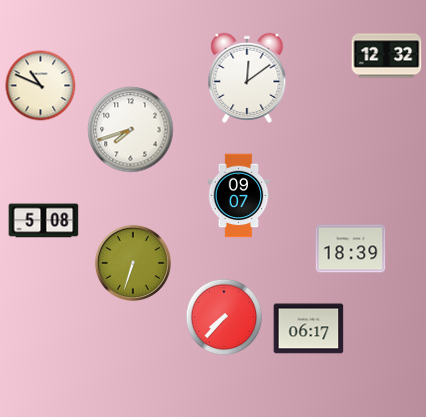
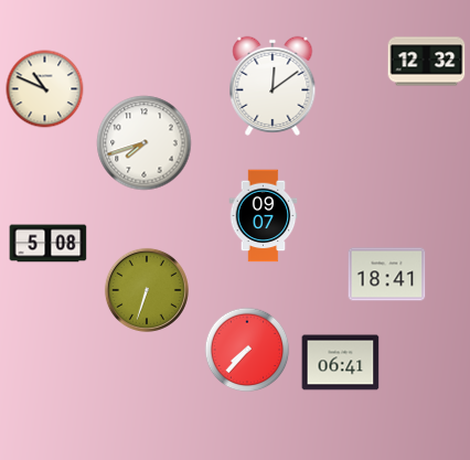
clock at (41, 86) position: (41, 86) -> (45, 89)
clock at (351, 249): 18:39 -> 18:41
clock at (309, 329): 06:17 -> 06:41
